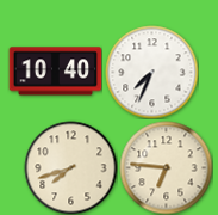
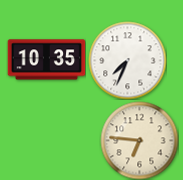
clock at (55, 72): 10:40 -> 10:35
clock at (70, 167): 7:42 -> none
